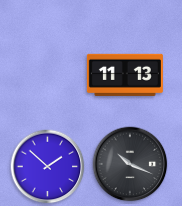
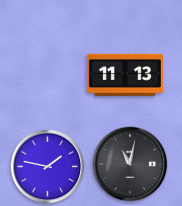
clock at (130, 164): 10:19 -> 11:02
clock at (48, 167): 1:52 -> 1:47
